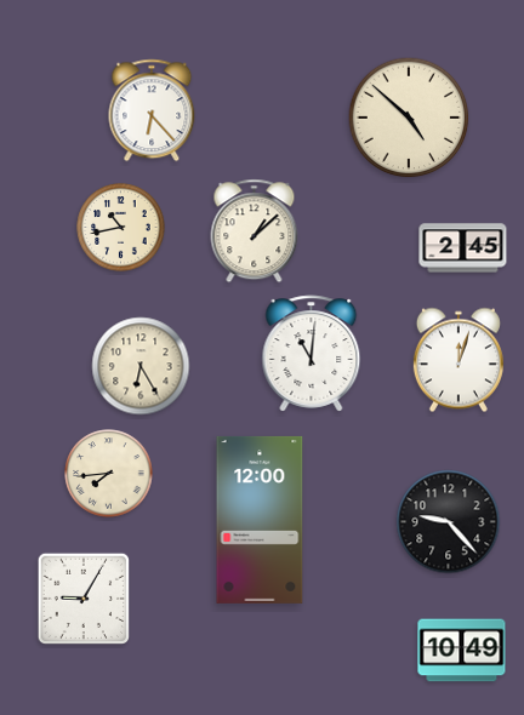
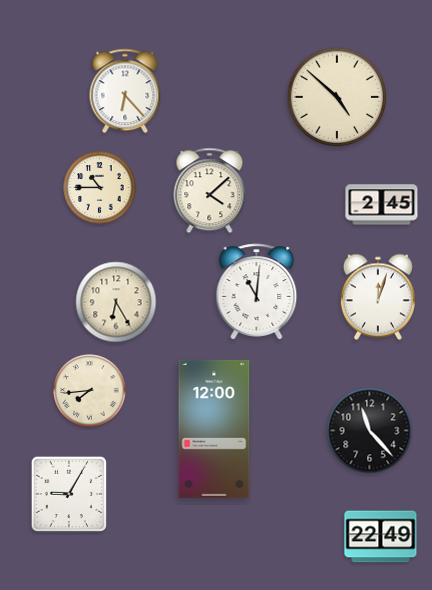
clock at (121, 228): 10:43 -> 10:45
clock at (255, 231): 1:08 -> 4:08
clock at (449, 522): 9:23 -> 11:23
clock at (462, 651): 10:49 -> 22:49
